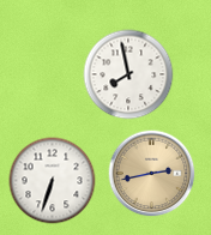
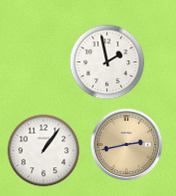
clock at (128, 74): 7:58 -> 1:58
clock at (53, 181): 6:33 -> 1:06
